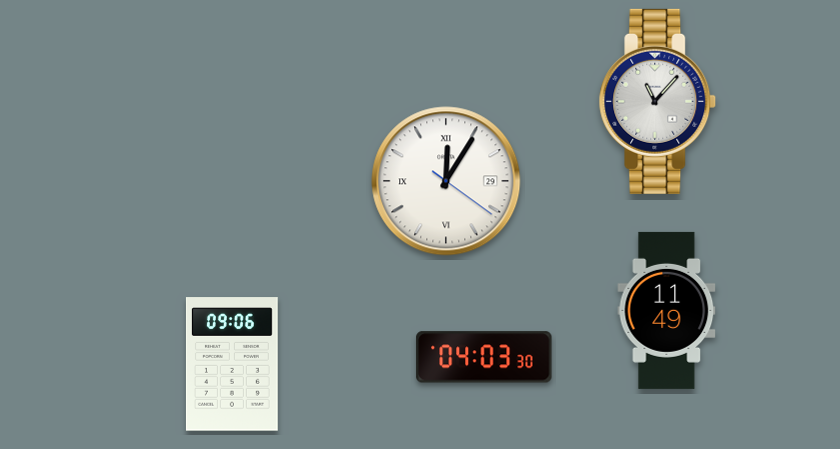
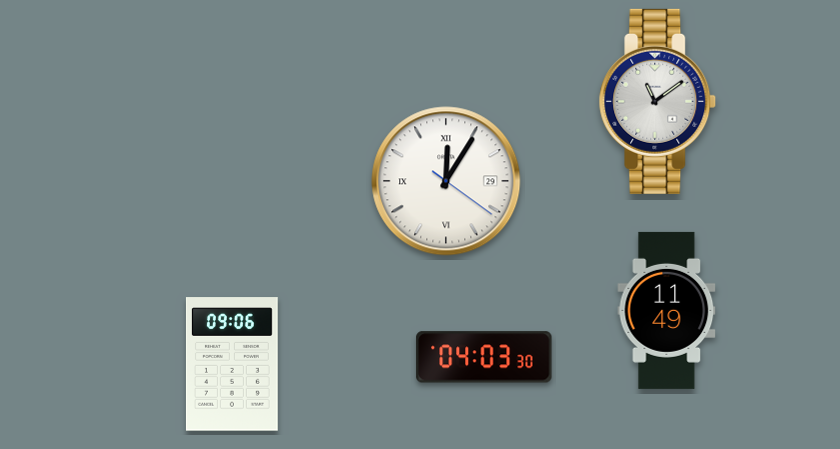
clock at (658, 101): 11:07 -> 11:09
